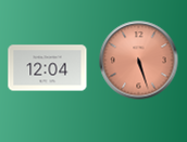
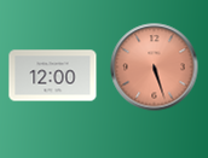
clock at (48, 68): 12:04 -> 12:00
